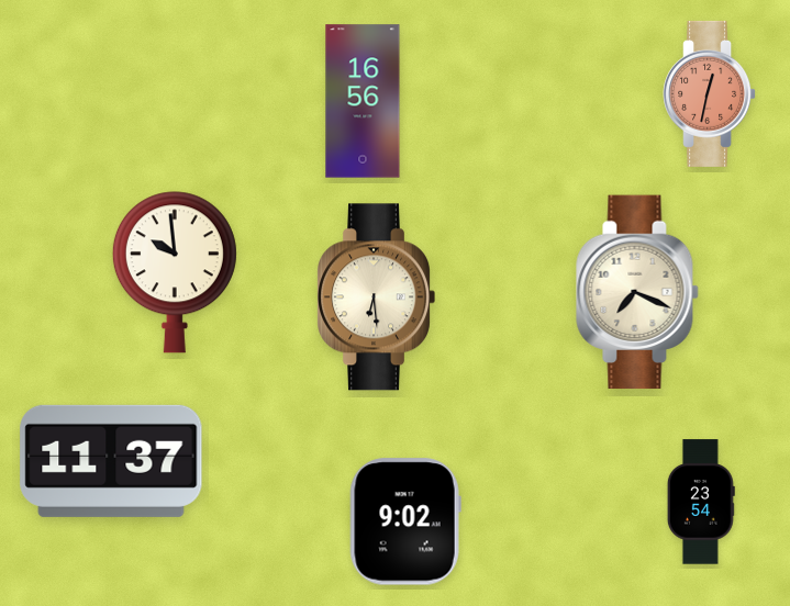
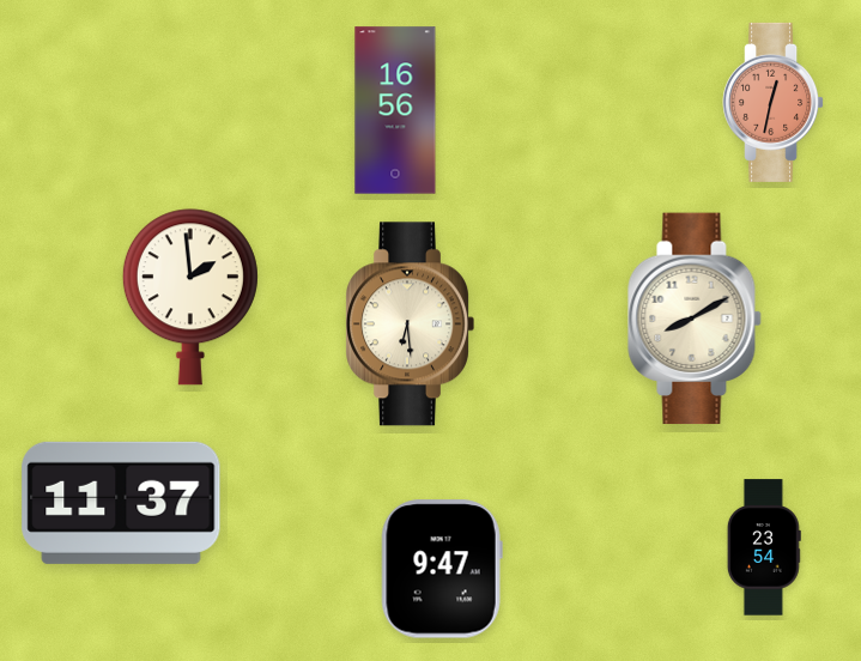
clock at (175, 272): 9:59 -> 1:59
clock at (637, 292): 7:19 -> 8:10
clock at (405, 521): 9:02 -> 9:47
